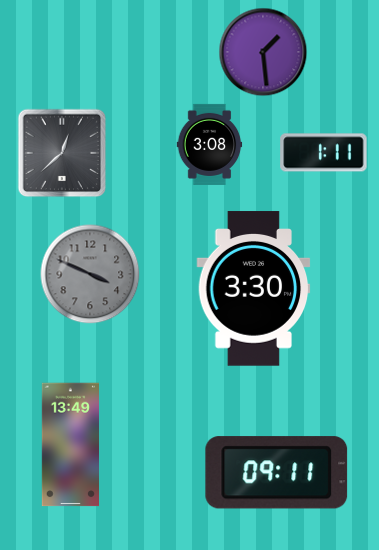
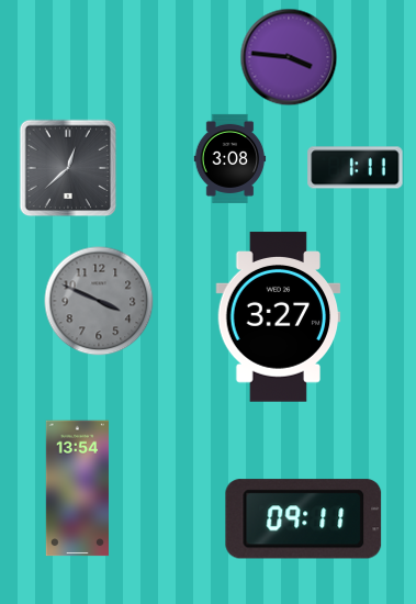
clock at (263, 52): 1:29 -> 3:46
clock at (254, 289): 3:30 -> 3:27
clock at (70, 445): 13:49 -> 13:54
